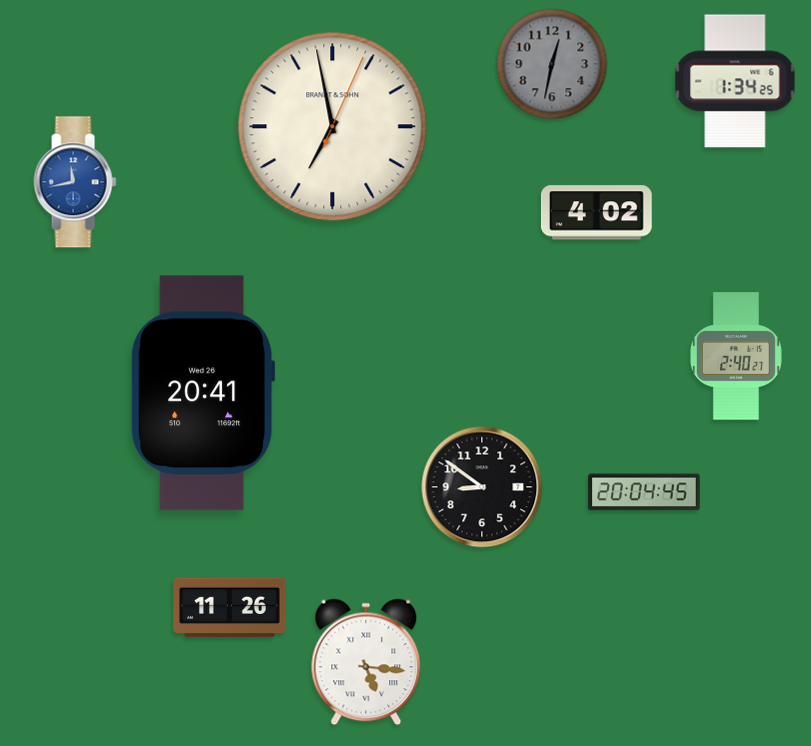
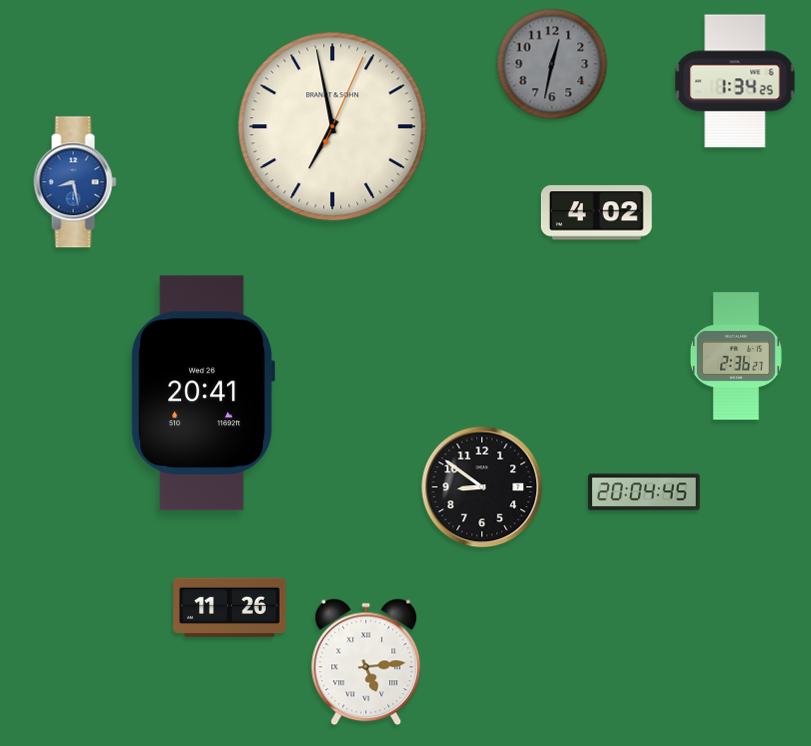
clock at (75, 182): 11:43 -> 8:28
clock at (736, 356): 2:40 -> 2:36
clock at (366, 662): 5:16 -> 5:14
